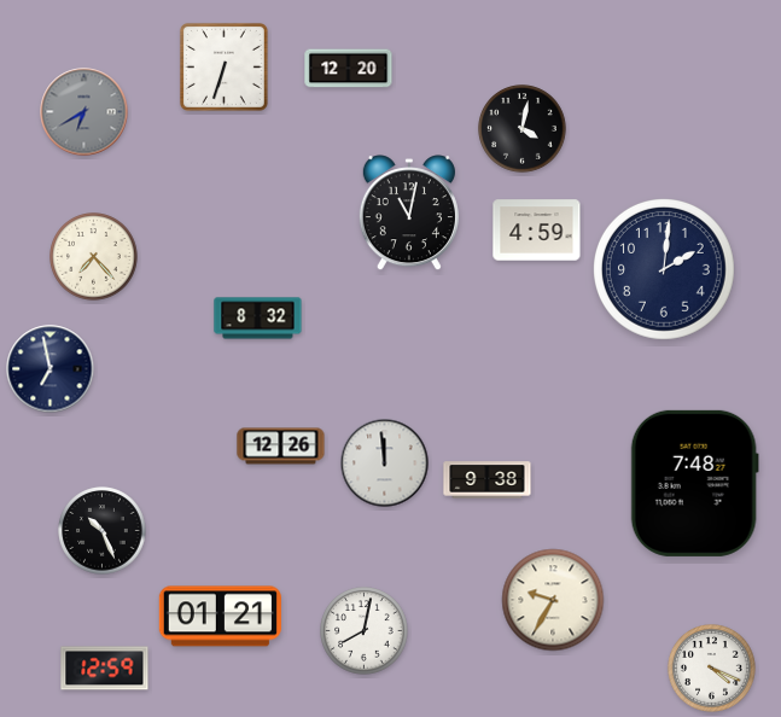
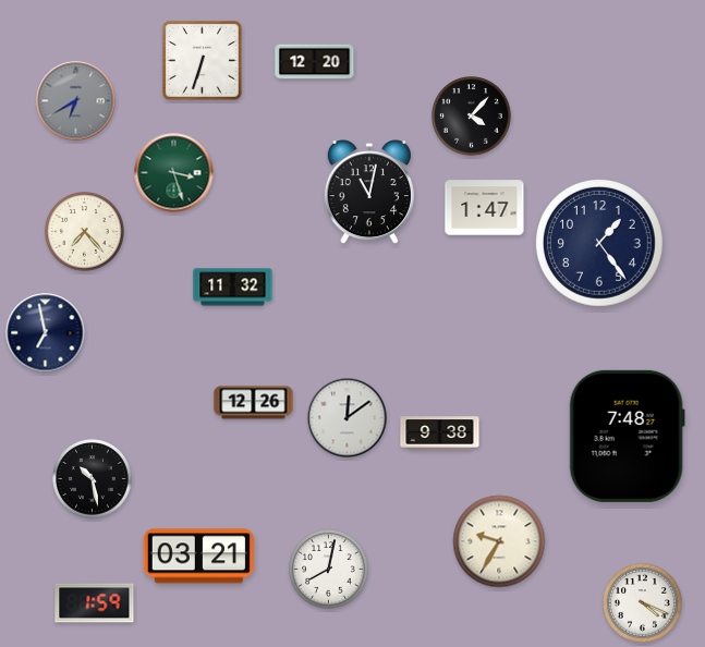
clock at (523, 129): 4:02 -> 4:07
clock at (174, 173): none -> 3:27
clock at (537, 231): 4:59 -> 1:47
clock at (665, 270): 2:01 -> 1:24
clock at (258, 319): 8:32 -> 11:32
clock at (385, 464): 11:59 -> 12:09
clock at (103, 531): 10:26 -> 10:28
clock at (220, 617): 01:21 -> 03:21
clock at (105, 669): 12:59 -> 1:59
